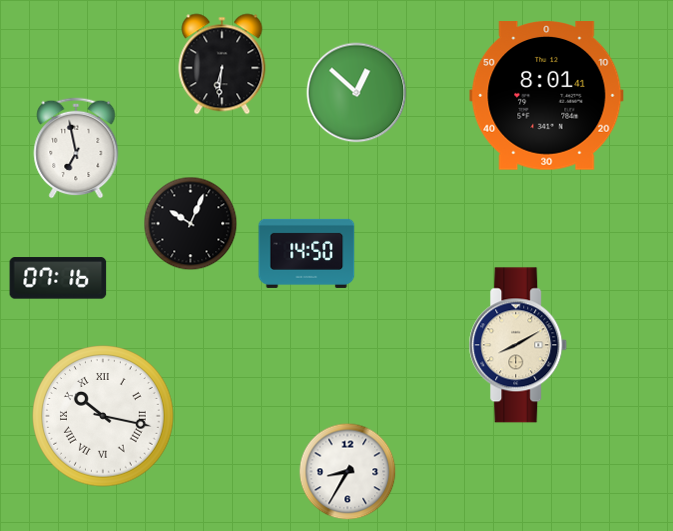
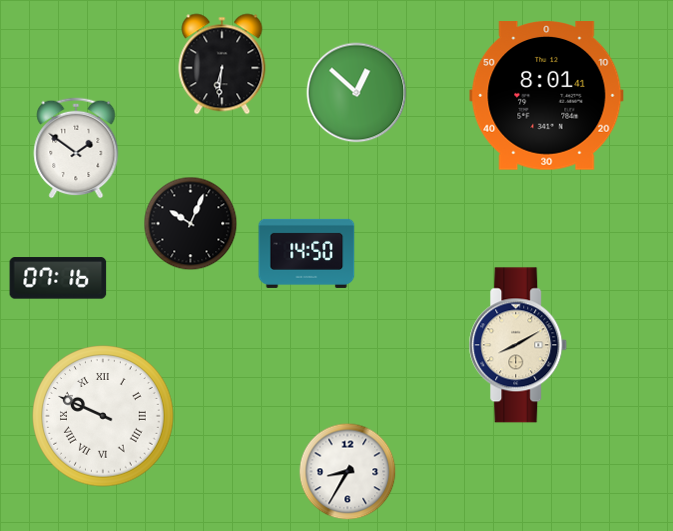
clock at (76, 148): 6:58 -> 1:51
clock at (103, 416): 10:17 -> 9:49
